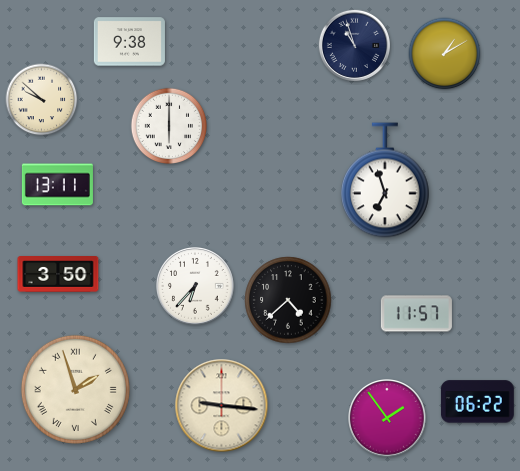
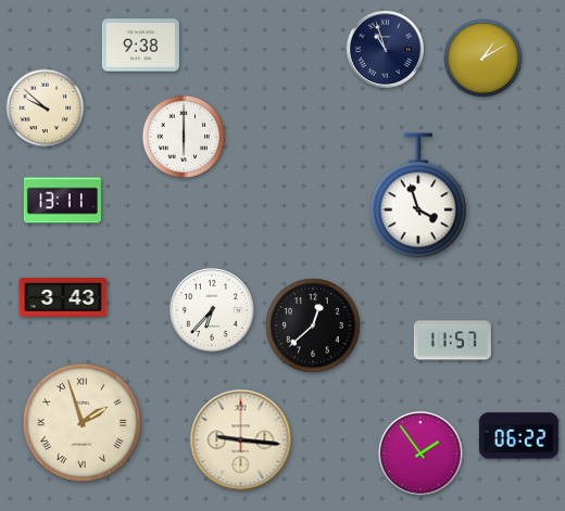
clock at (386, 180): 6:57 -> 3:57
clock at (58, 275): 3:50 -> 3:43
clock at (288, 300): 4:38 -> 12:38
